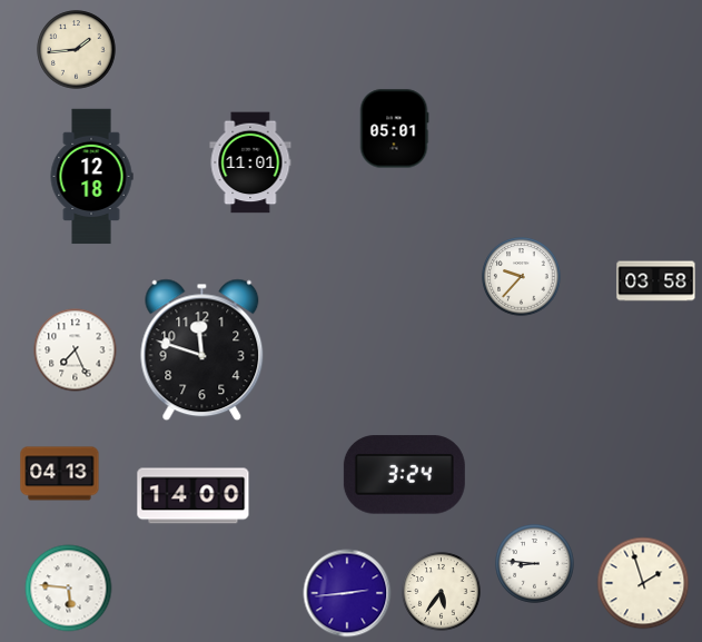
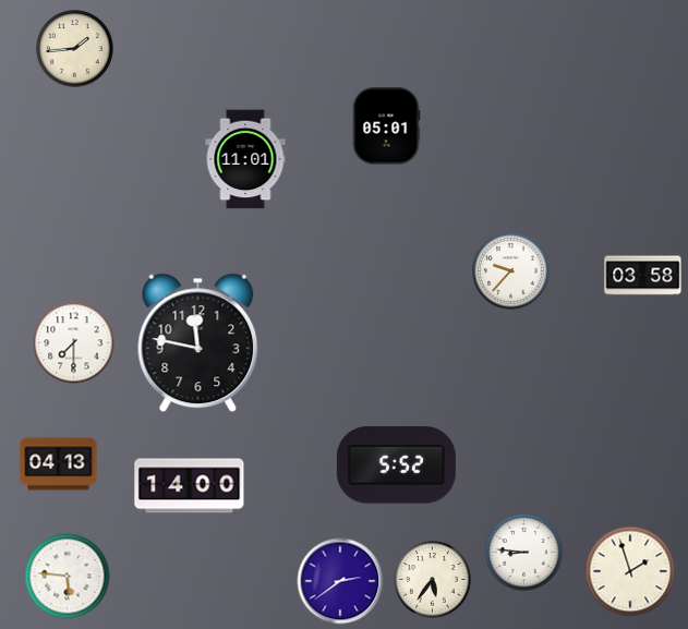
clock at (91, 177): 12:18 -> none
clock at (76, 350): 7:26 -> 7:30
clock at (202, 350): 11:48 -> 11:47
clock at (404, 475): 3:24 -> 5:52
clock at (347, 593): 2:44 -> 2:39
